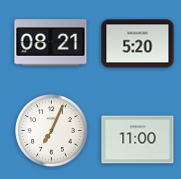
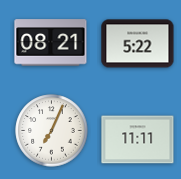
clock at (138, 44): 5:20 -> 5:22
clock at (138, 140): 11:00 -> 11:11
